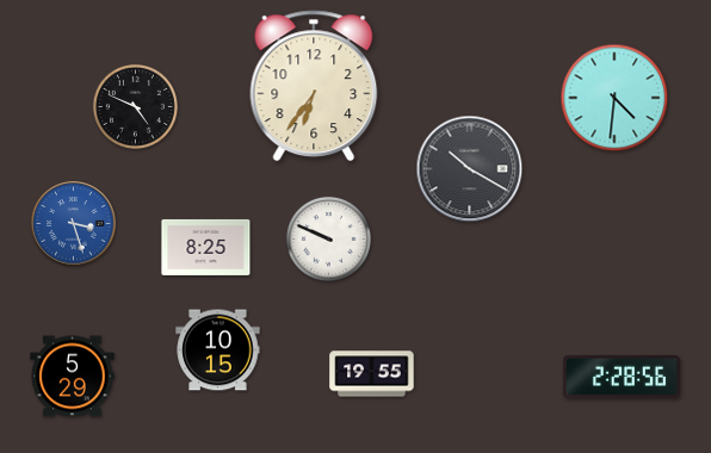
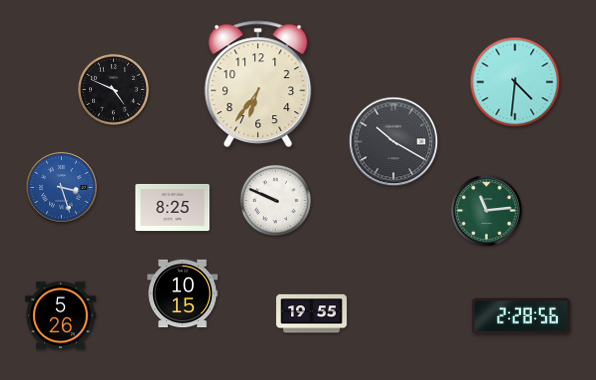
clock at (314, 86) position: (314, 86) -> (258, 84)
clock at (487, 211): none -> 11:14
clock at (73, 377): 5:29 -> 5:26
